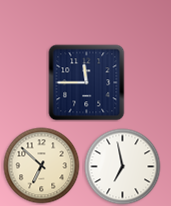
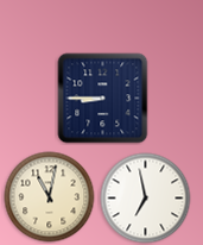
clock at (87, 83): 11:45 -> 8:45
clock at (42, 166): 6:52 -> 11:02
